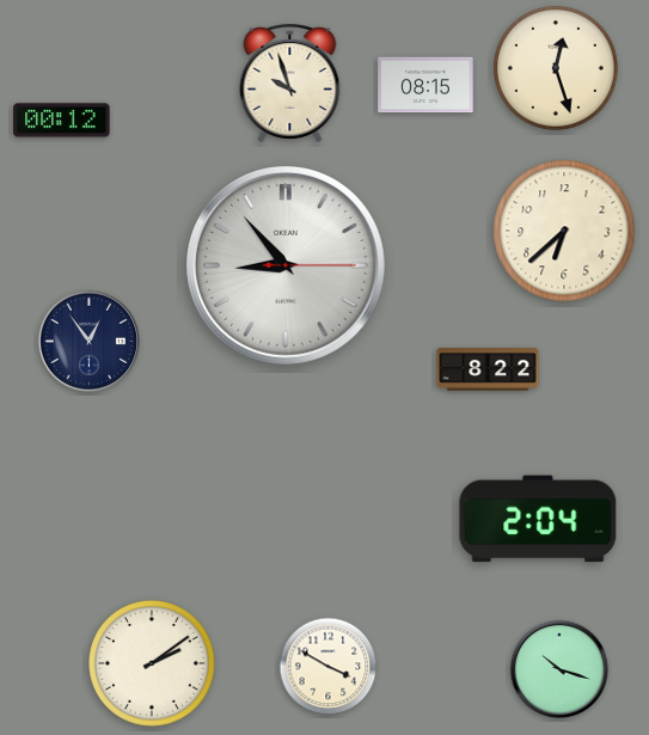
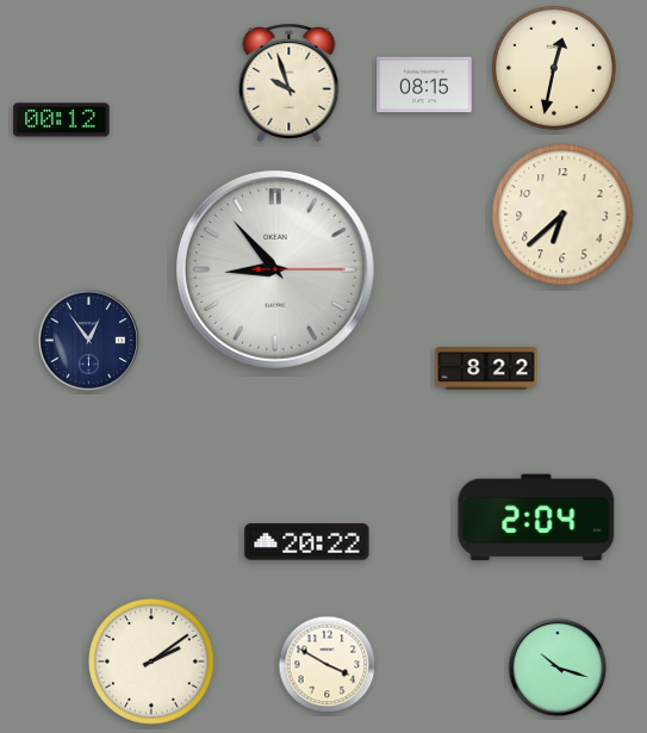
clock at (556, 68): 12:27 -> 12:32
clock at (564, 231) position: (564, 231) -> (562, 215)
clock at (287, 267) position: (287, 267) -> (276, 271)
clock at (307, 542): none -> 20:22
